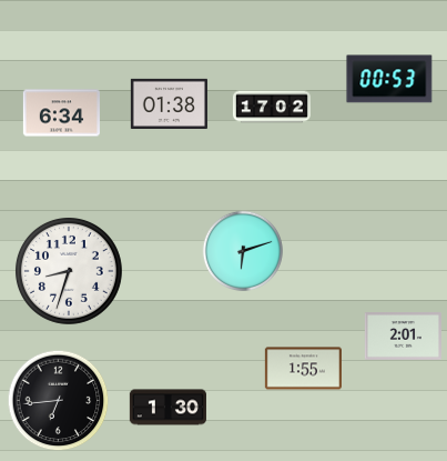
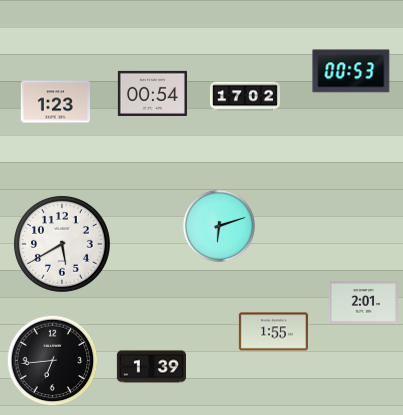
clock at (169, 103): 01:38 -> 00:54
clock at (61, 113): 6:34 -> 1:23
clock at (69, 271): 8:33 -> 5:40
clock at (167, 408): 1:30 -> 1:39
